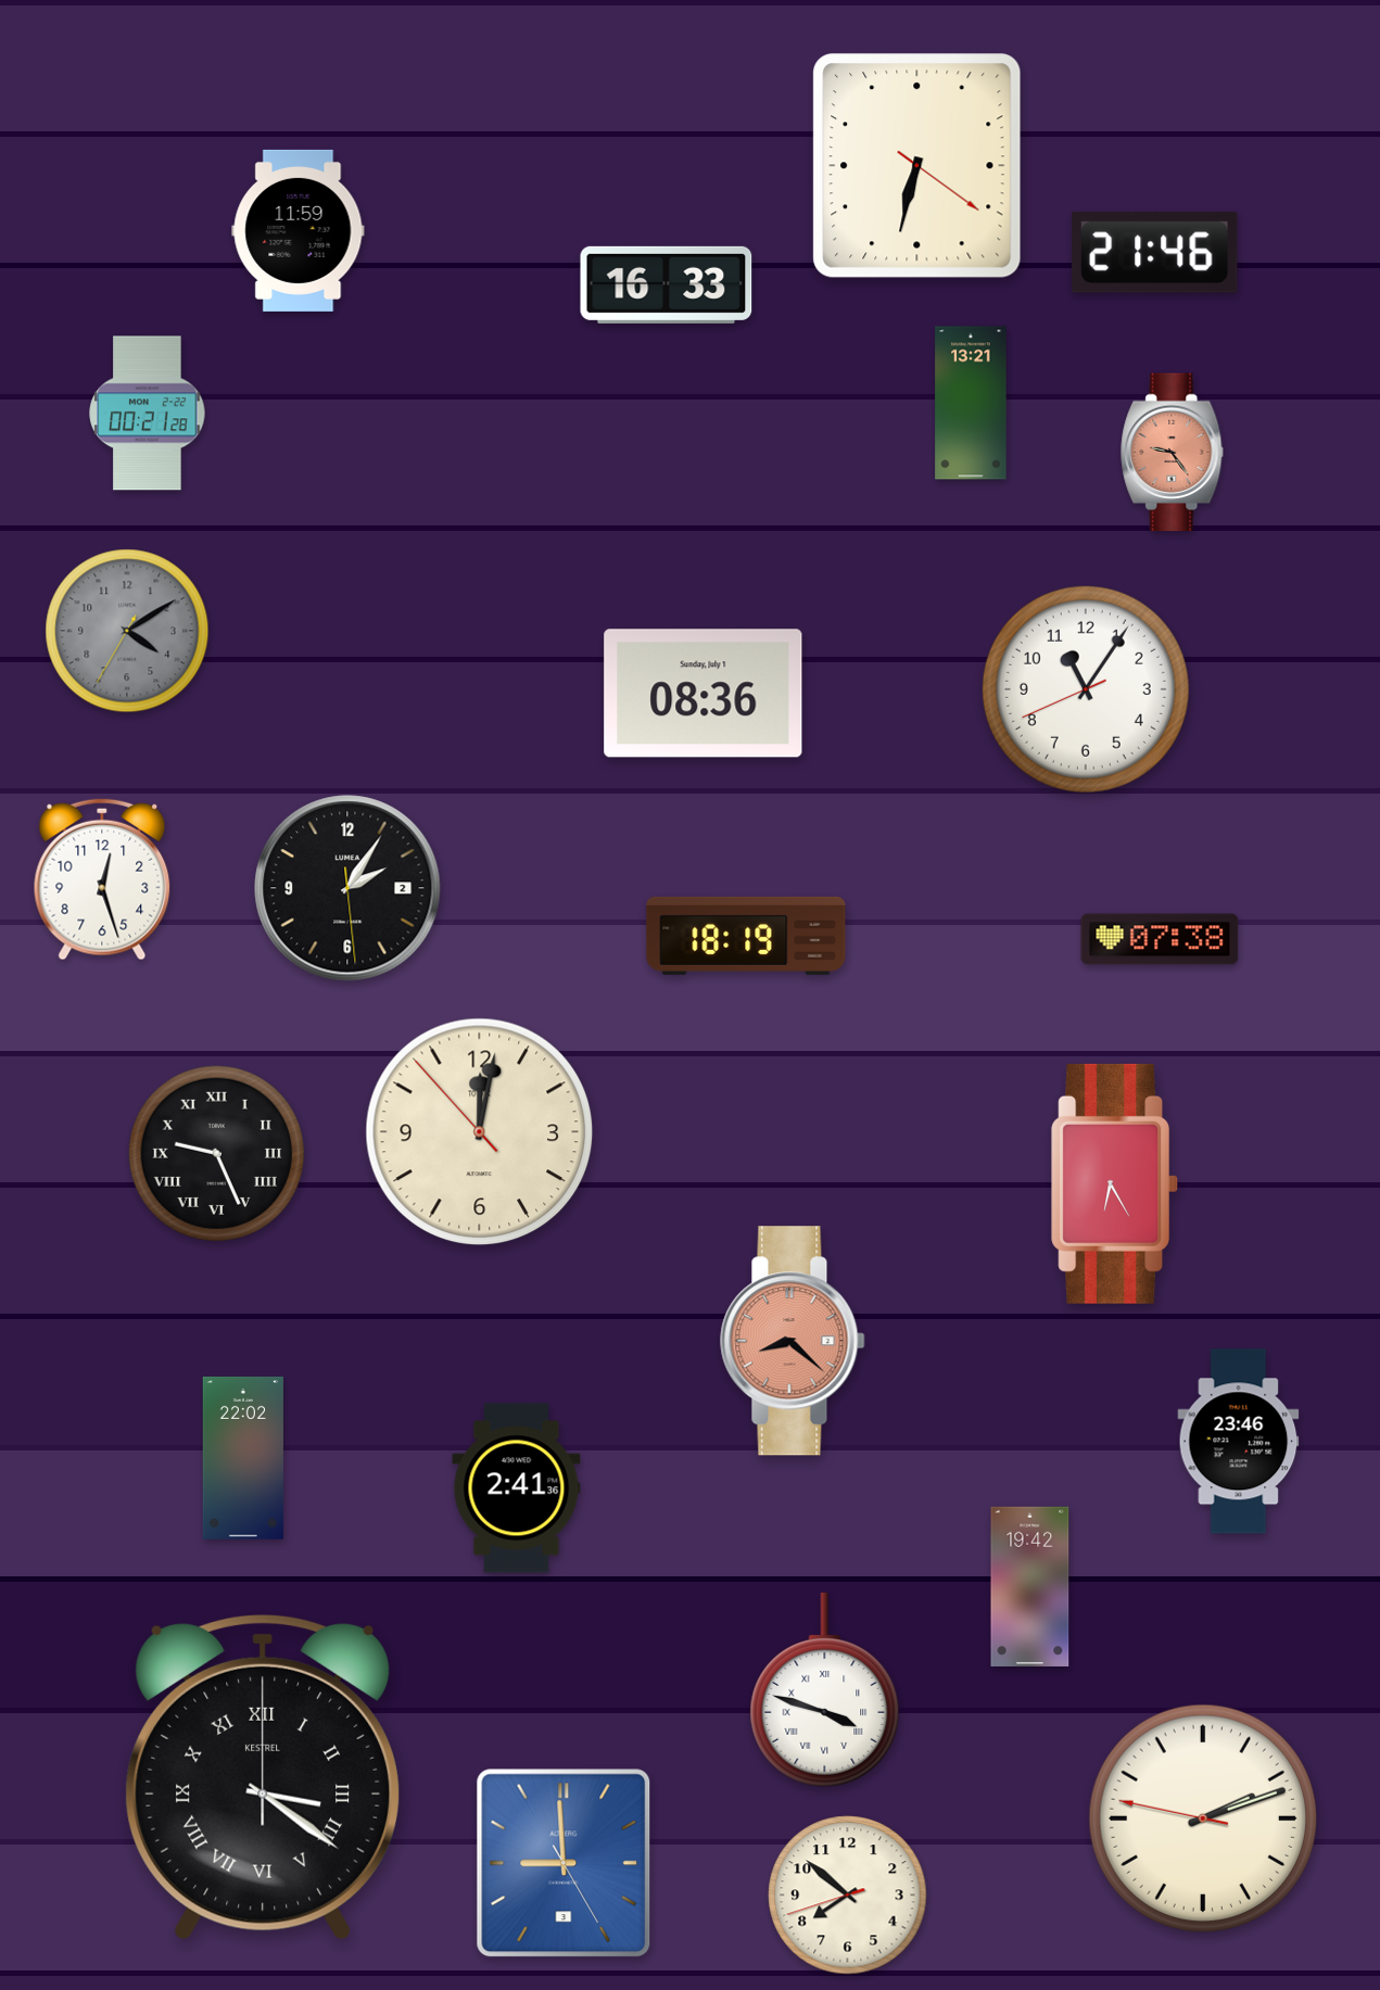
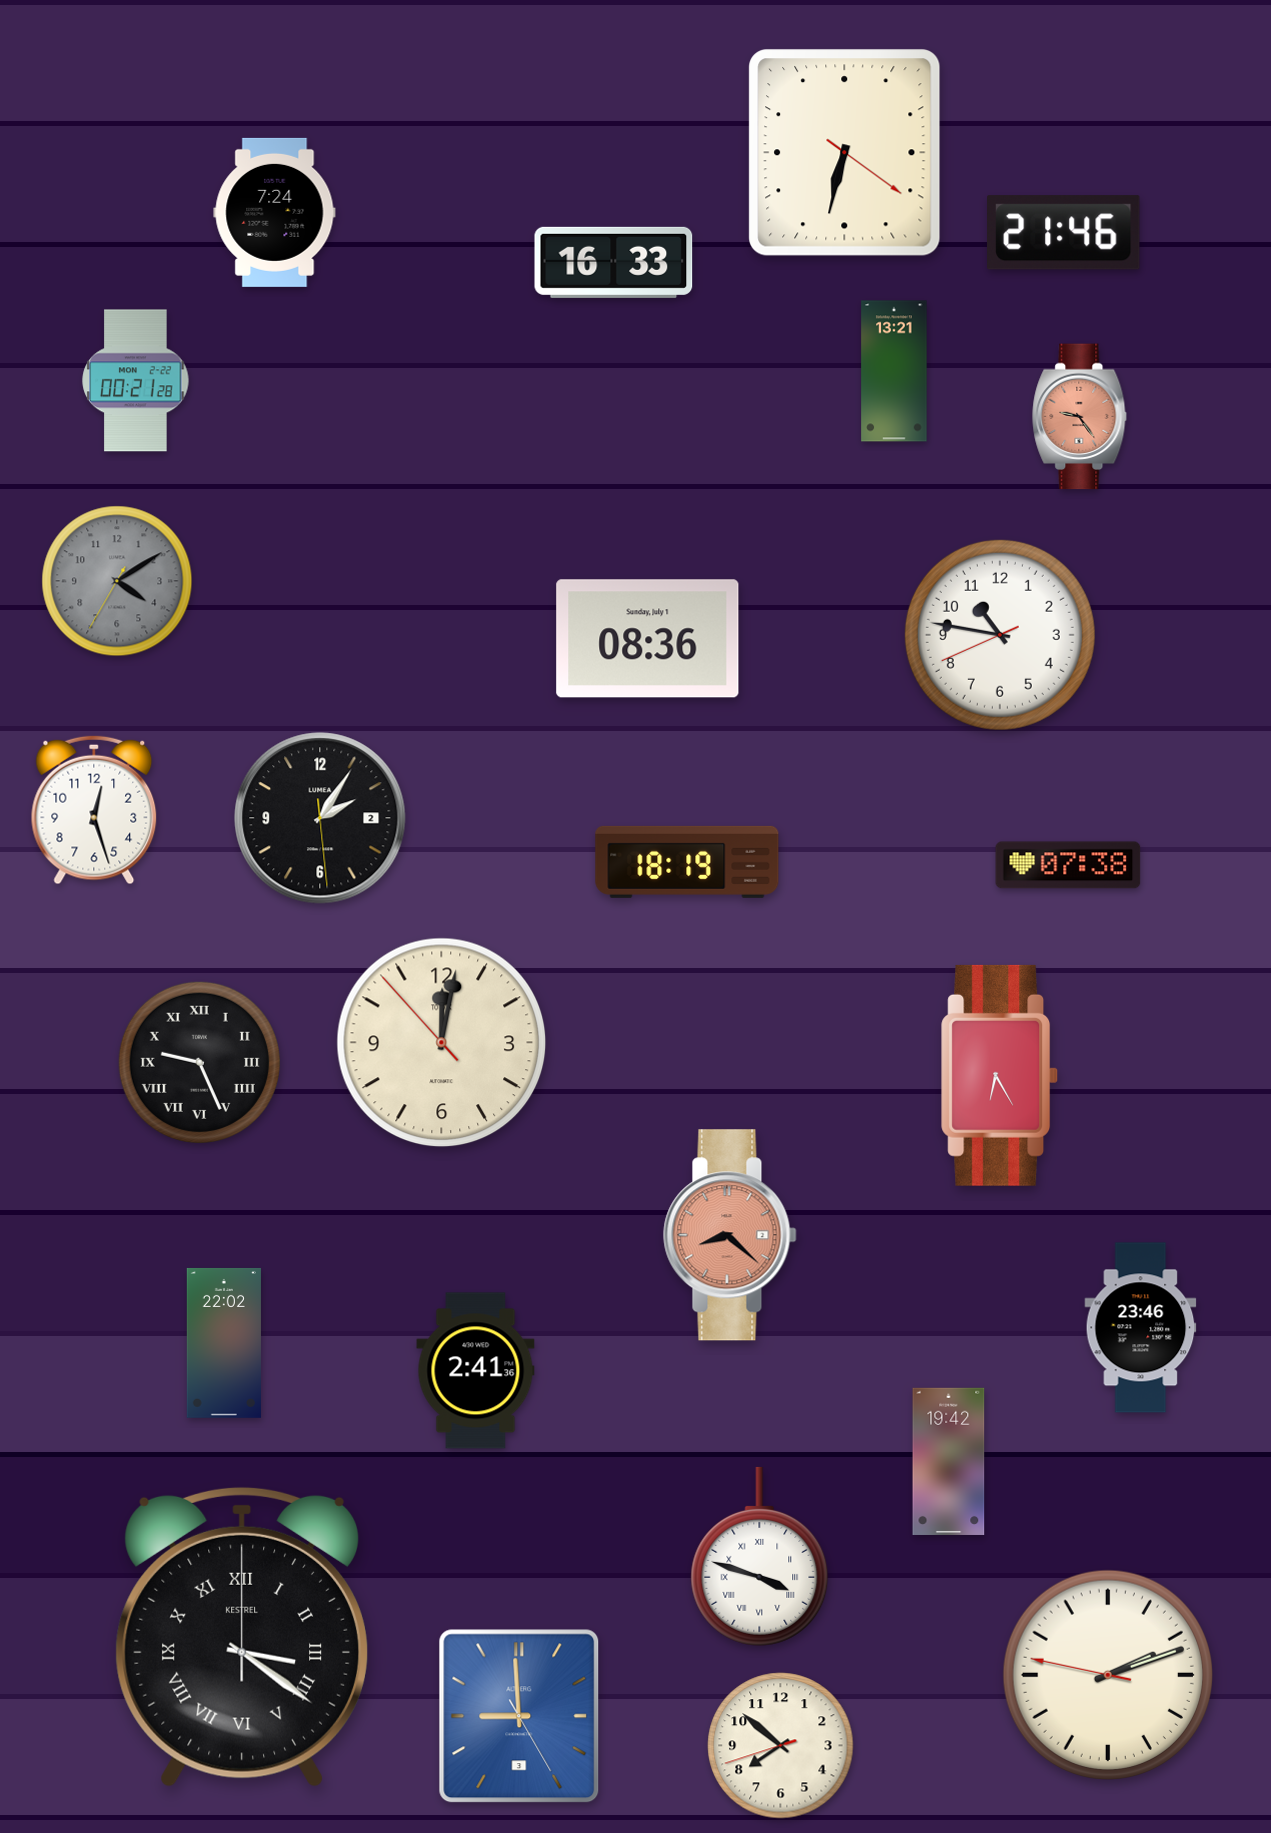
clock at (299, 230): 11:59 -> 7:24
clock at (1086, 689): 11:05 -> 10:46
clock at (1115, 1183) position: (1115, 1183) -> (1000, 1075)
